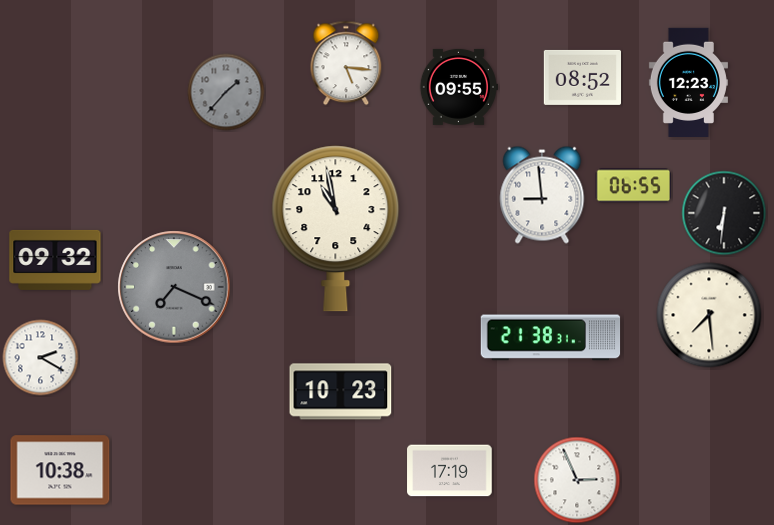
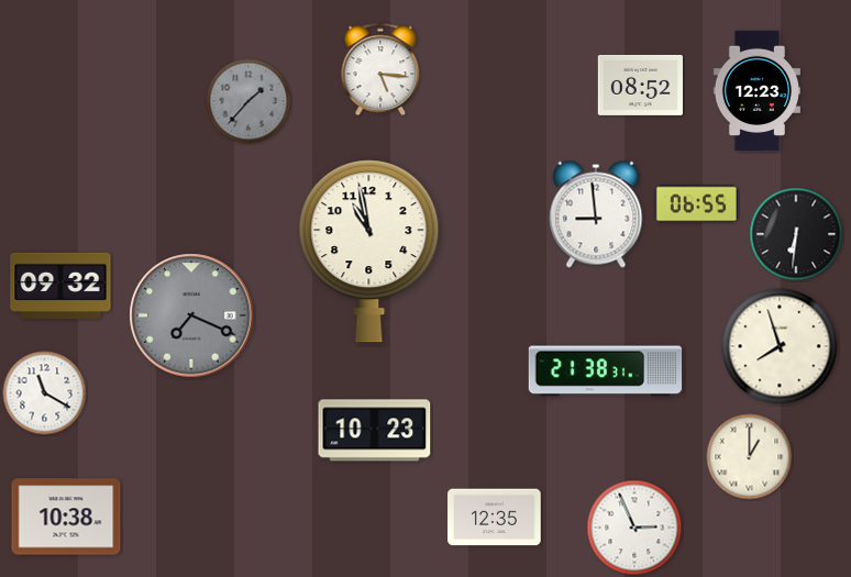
clock at (458, 87): 09:55 -> none
clock at (709, 315): 7:29 -> 7:57
clock at (41, 358): 2:20 -> 11:20
clock at (750, 457): none -> 1:00
clock at (450, 471): 17:19 -> 12:35
